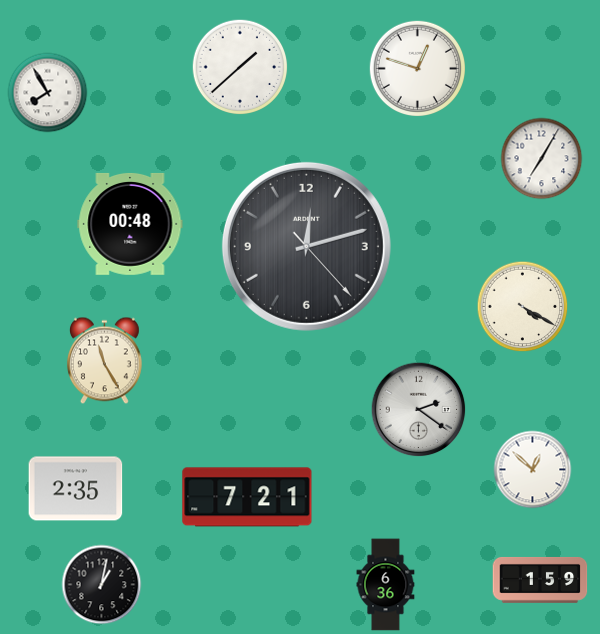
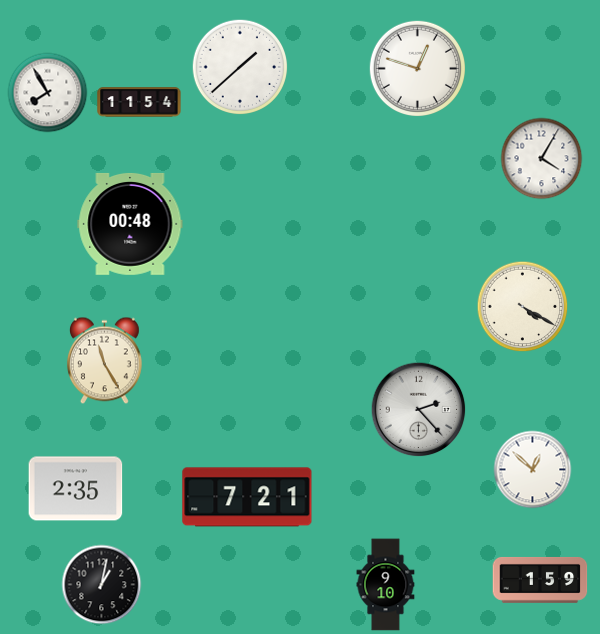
clock at (139, 102): none -> 11:54
clock at (542, 159): 7:05 -> 4:05
clock at (306, 246): 12:12 -> none
clock at (419, 410): 2:21 -> 2:23
clock at (386, 585): 6:36 -> 9:10
